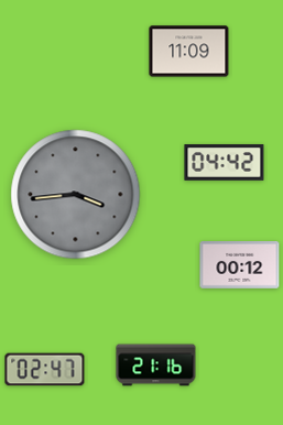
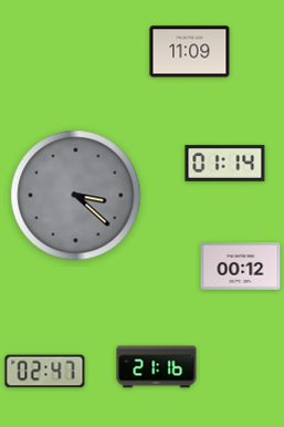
clock at (225, 163): 04:42 -> 01:14
clock at (76, 195): 3:44 -> 3:22
